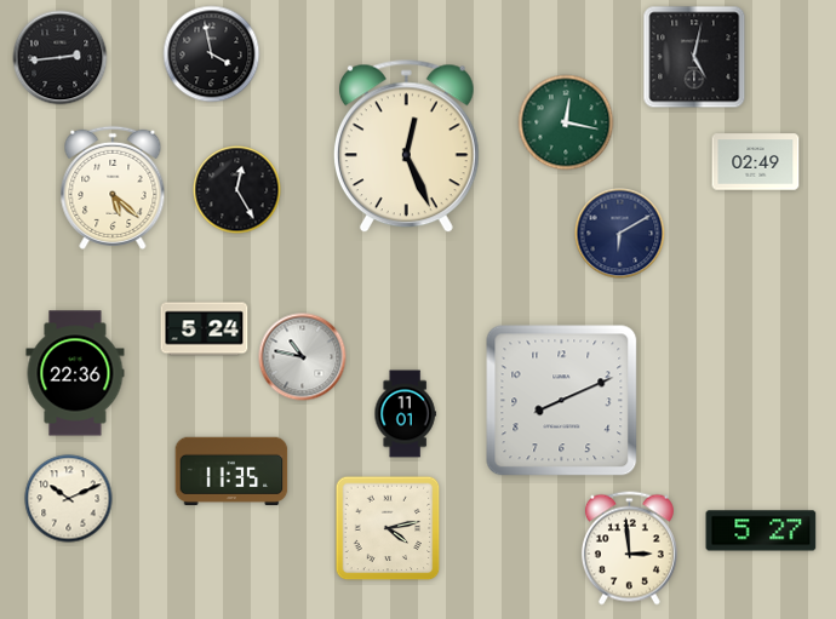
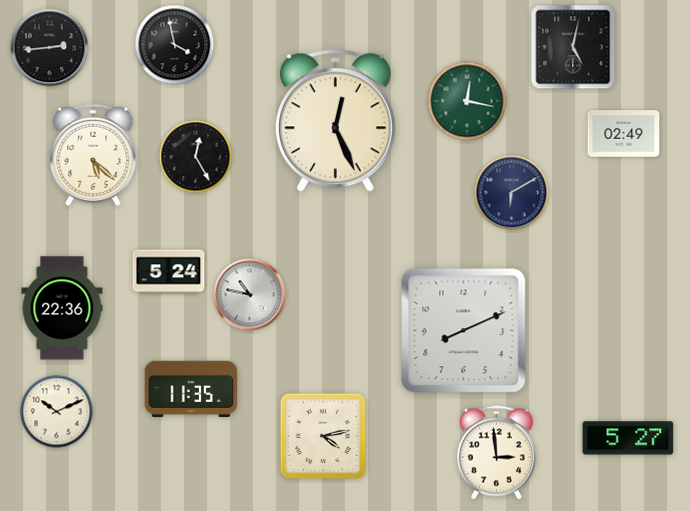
clock at (405, 414): 11:01 -> none
clock at (388, 528) position: (388, 528) -> (323, 436)
clock at (629, 549) position: (629, 549) -> (496, 453)
